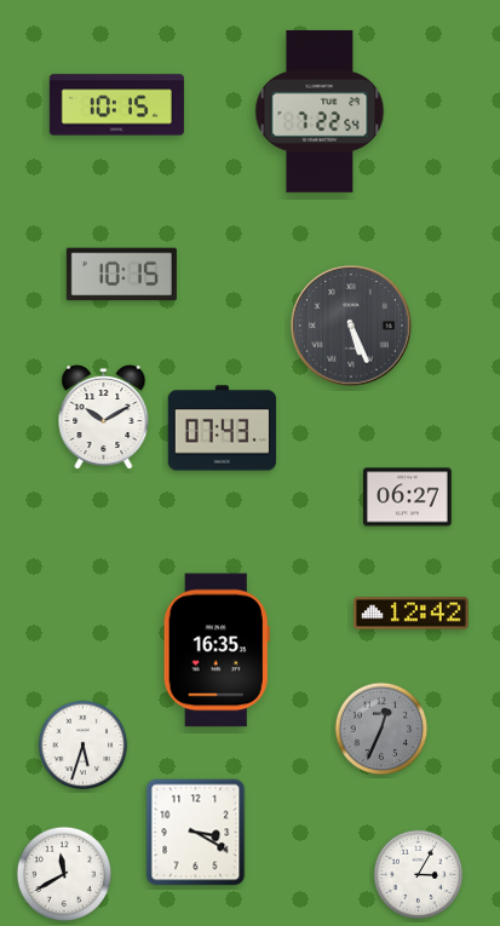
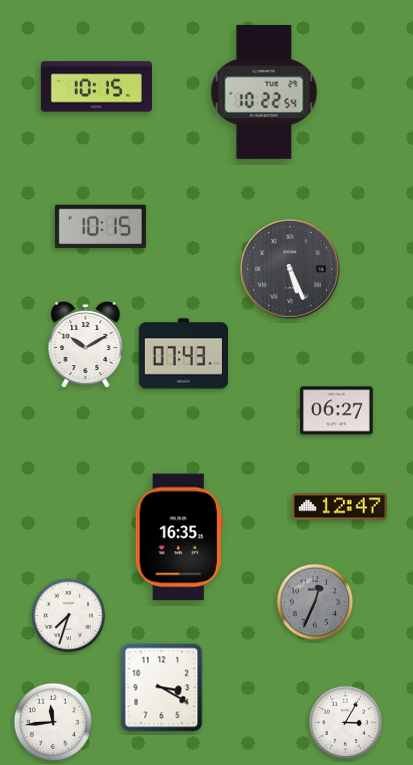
clock at (320, 111): 7:22 -> 10:22
clock at (412, 614): 12:42 -> 12:47
clock at (84, 746): 5:33 -> 7:33
clock at (64, 874): 11:40 -> 11:44
